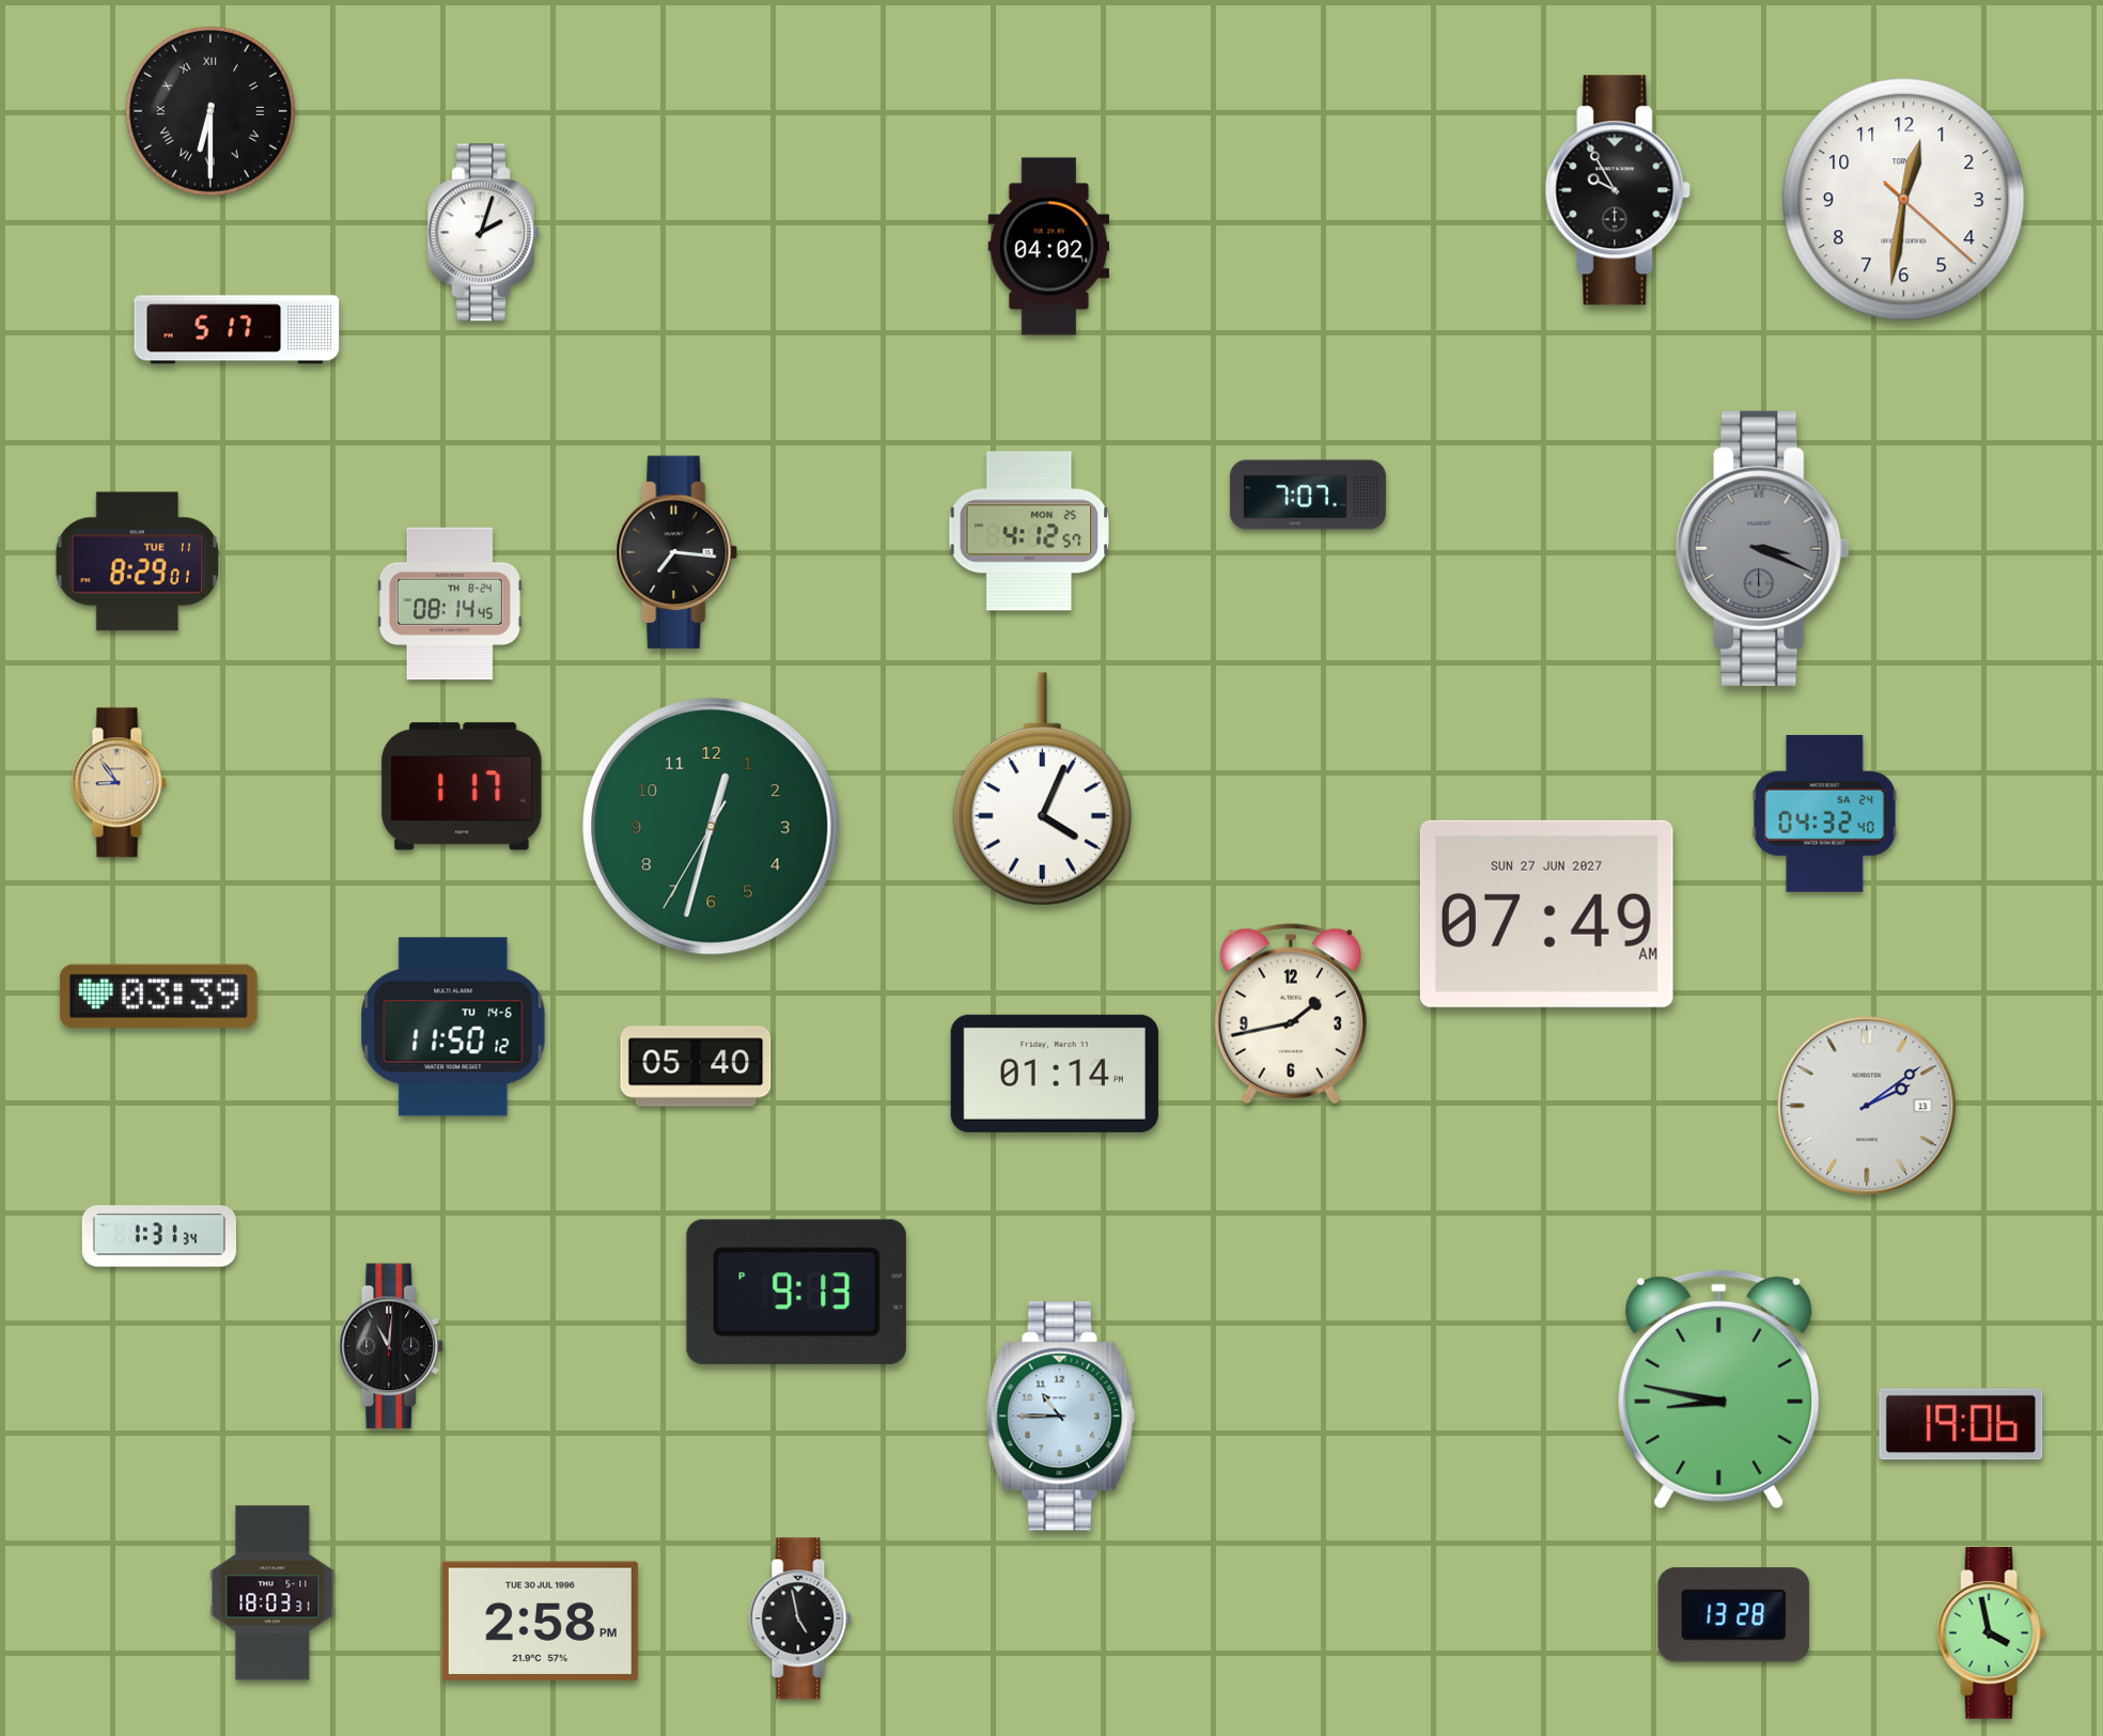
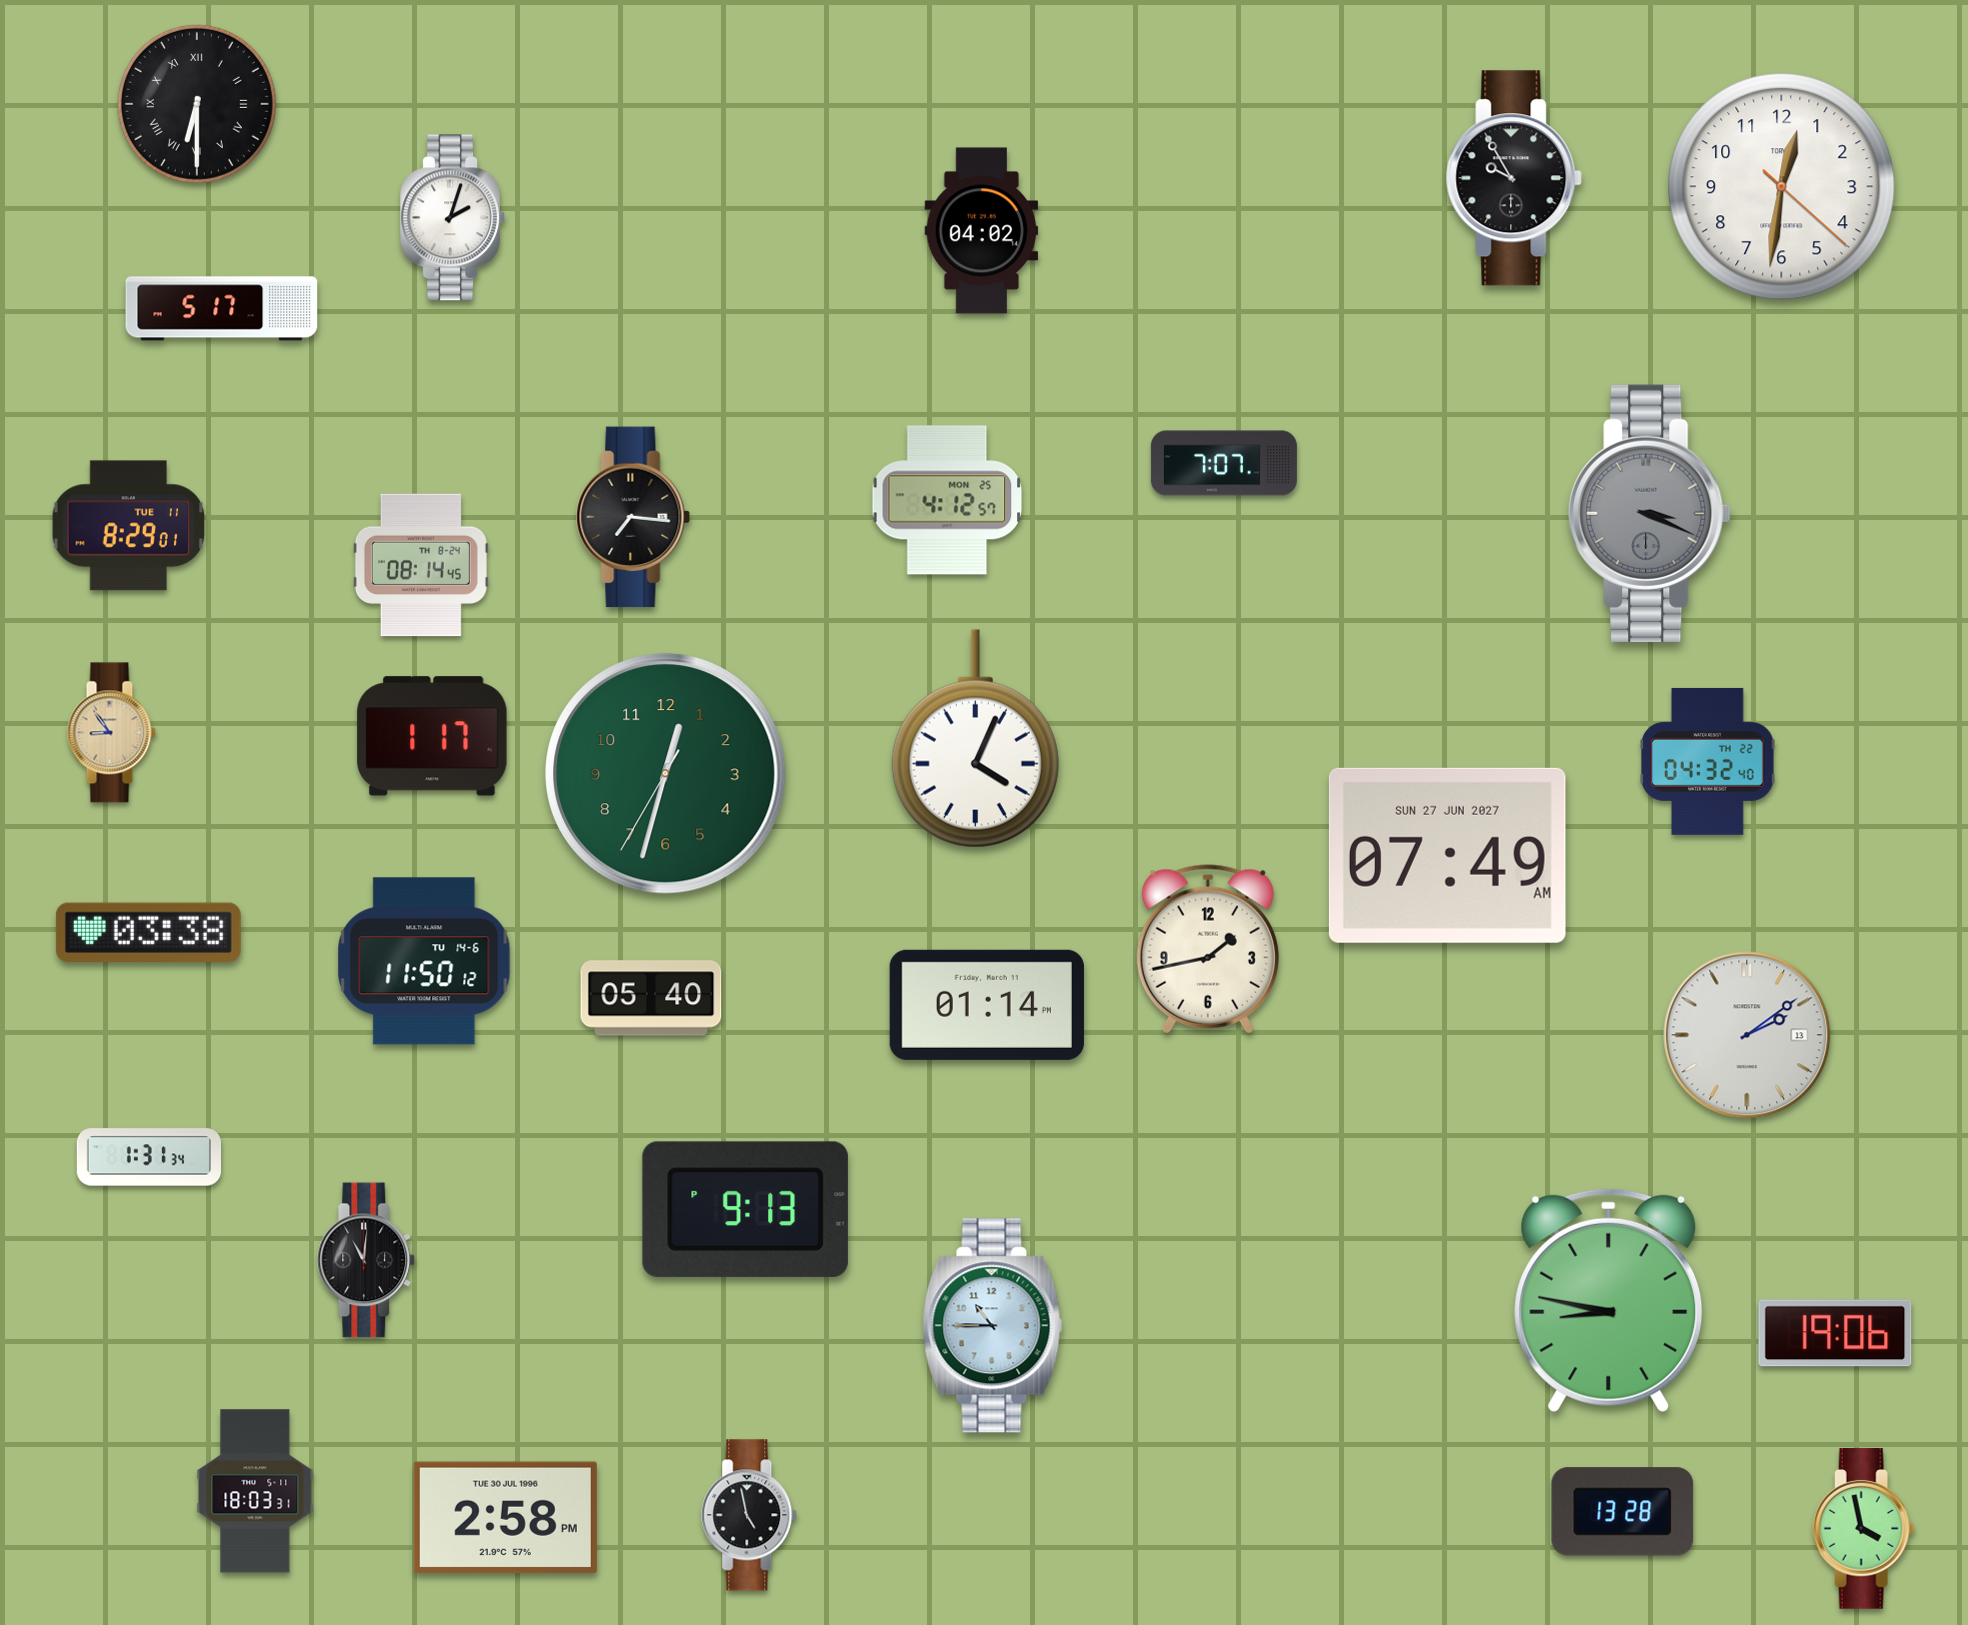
clock at (1029, 531) position: (1029, 531) -> (947, 500)
clock at (1825, 813) date: SA 24 -> TH 22
clock at (158, 997): 03:39 -> 03:38
